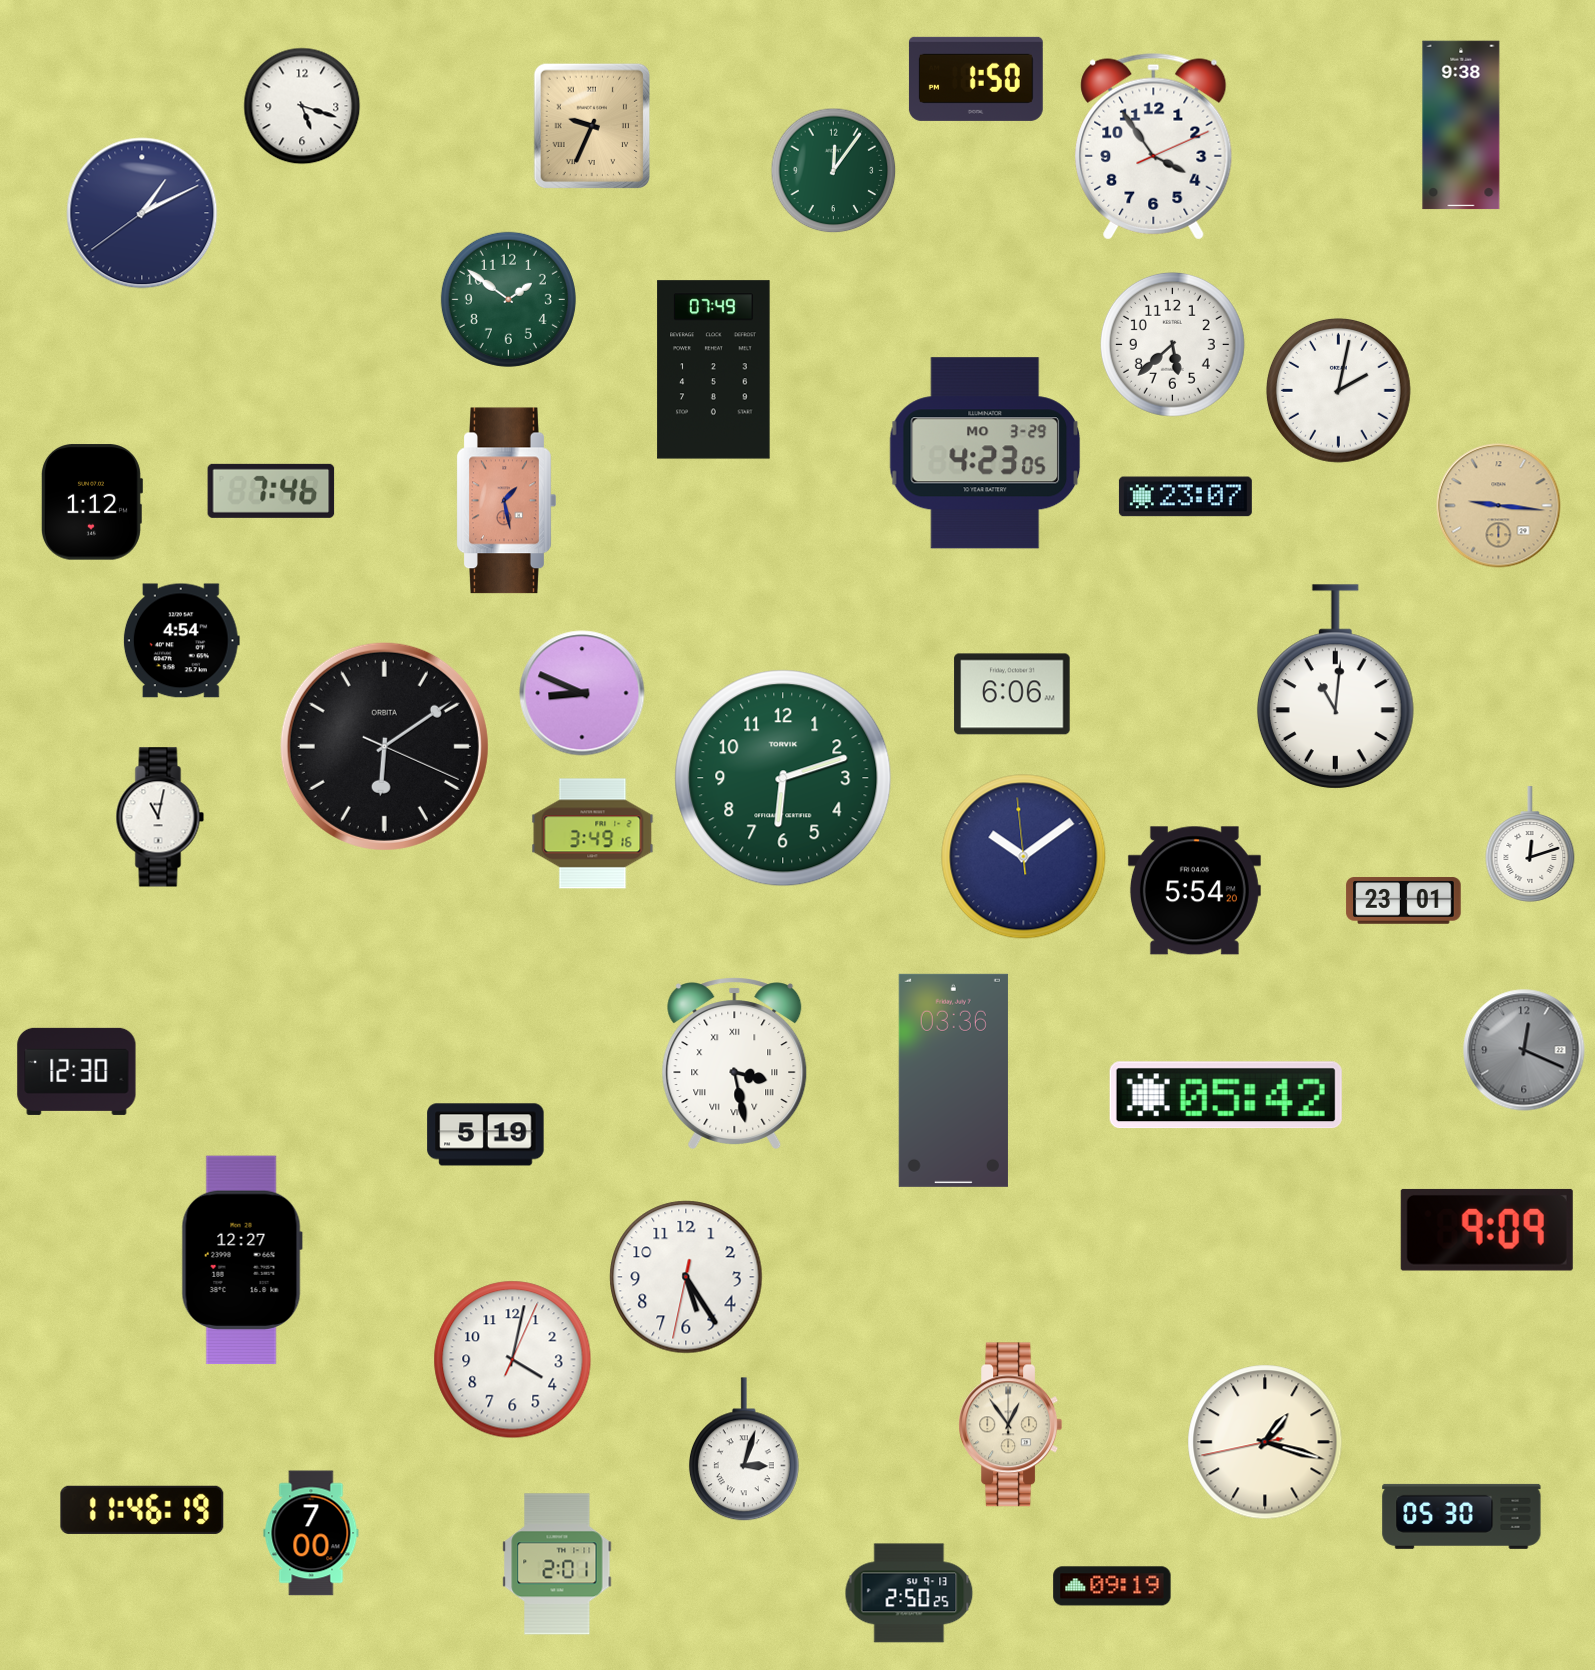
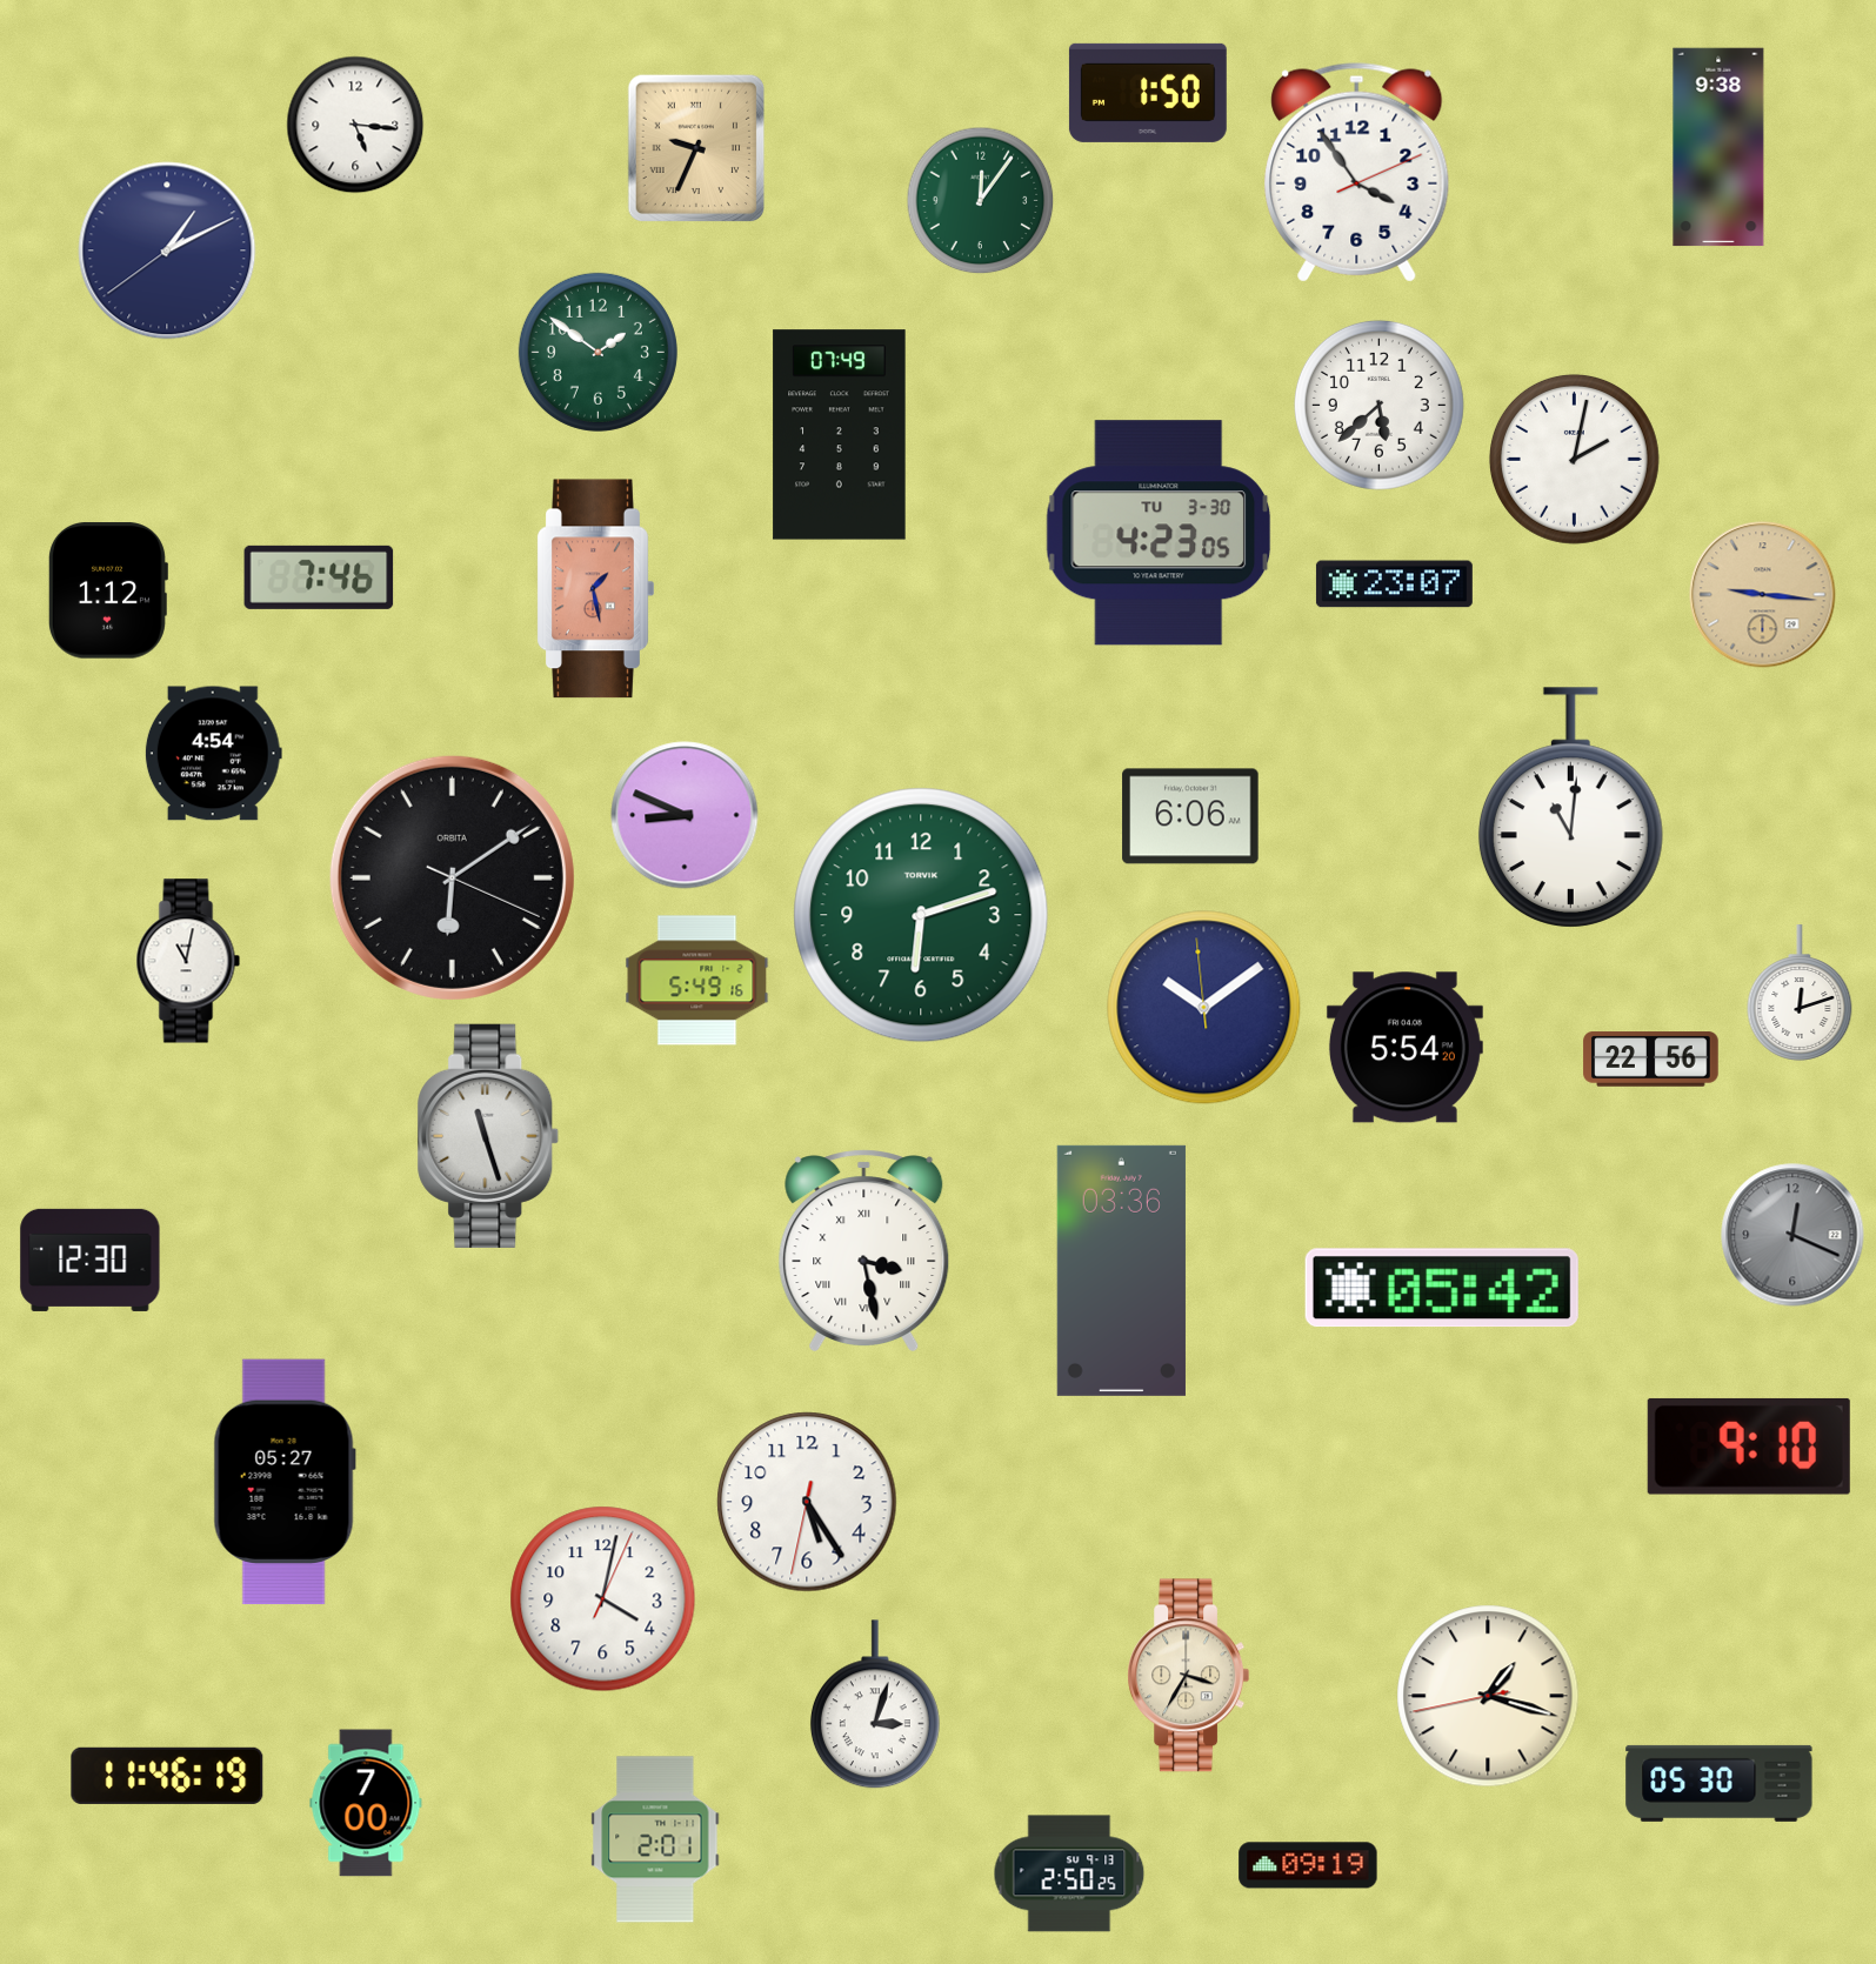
clock at (302, 106): 5:18 -> 5:16
clock at (985, 453) date: MO 3-29 -> TU 3-30
clock at (593, 834): 3:49 -> 5:49
clock at (1404, 901): 23:01 -> 22:56
clock at (488, 1136): none -> 11:27
clock at (486, 1135): 5:19 -> none
clock at (1487, 1230): 9:09 -> 9:10
clock at (242, 1260): 12:27 -> 05:27
clock at (1011, 1425): 12:54 -> 3:35
